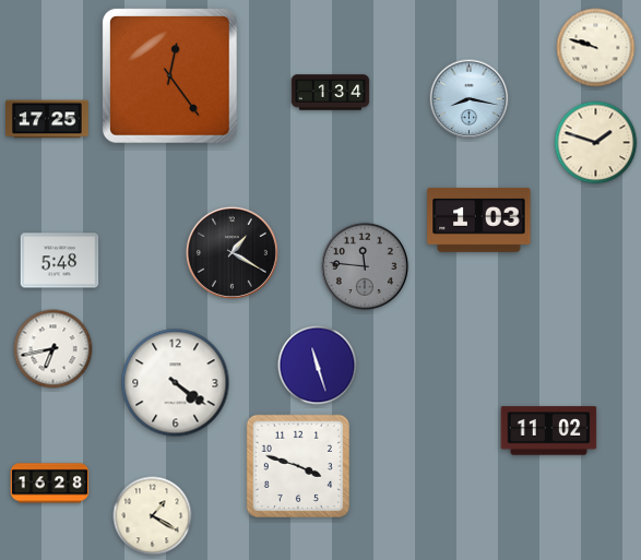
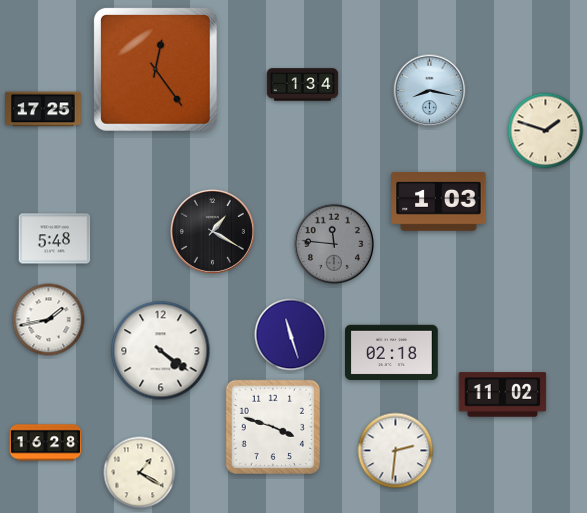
clock at (596, 48): 9:48 -> none
clock at (54, 349): 6:43 -> 1:43
clock at (392, 353): none -> 02:18
clock at (396, 451): none -> 2:31
